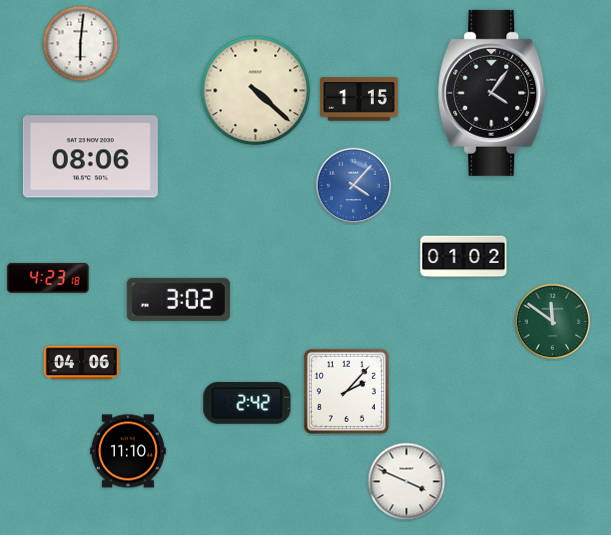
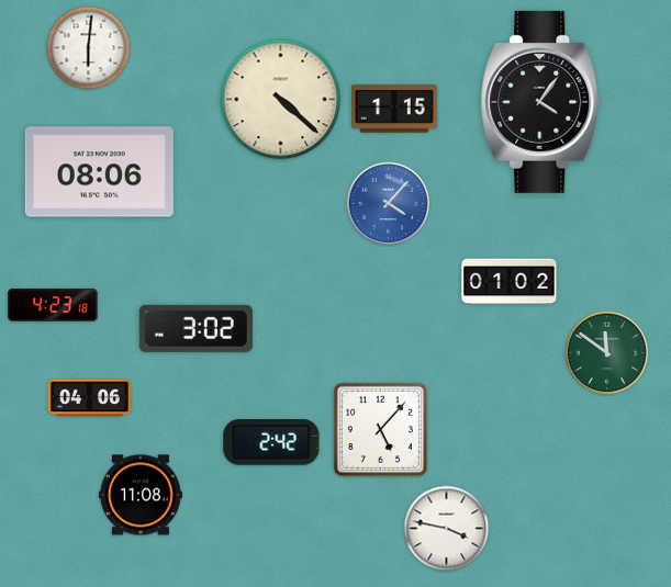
clock at (346, 391): 2:07 -> 5:07
clock at (128, 451): 11:10 -> 11:08
clock at (407, 482): 3:49 -> 3:47
